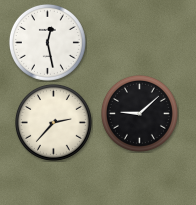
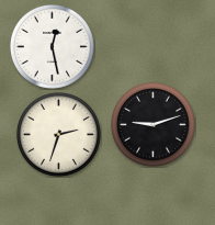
clock at (139, 113): 9:08 -> 9:12
clock at (53, 122): 2:37 -> 2:33
